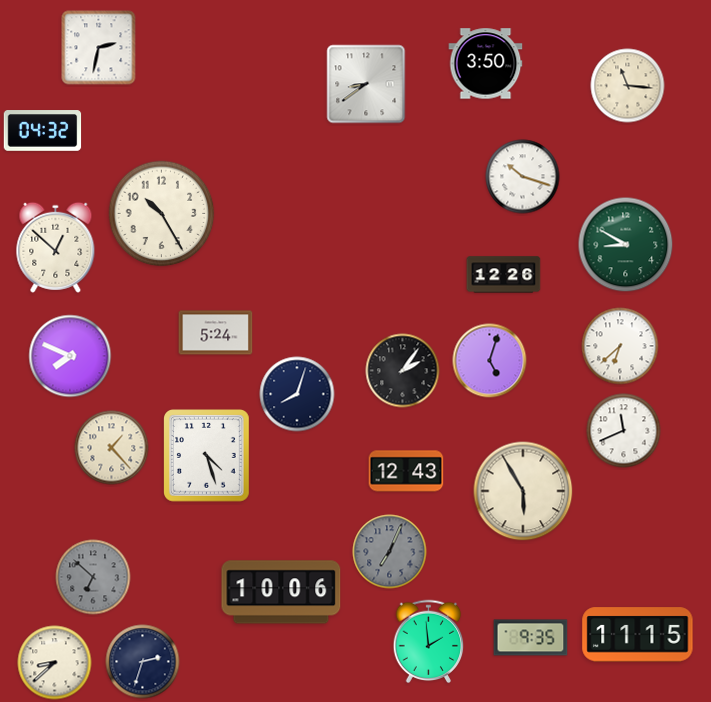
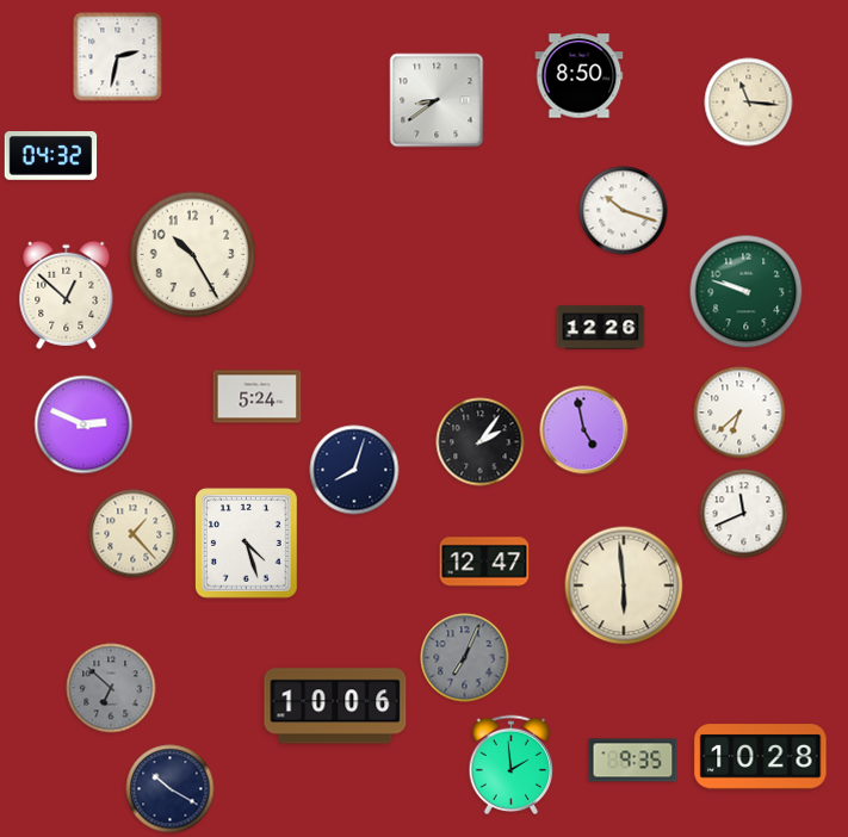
clock at (486, 64): 3:50 -> 8:50
clock at (626, 245): 8:50 -> 9:48
clock at (70, 356): 7:49 -> 2:49
clock at (490, 361): 5:03 -> 4:58
clock at (406, 471): 12:43 -> 12:47
clock at (523, 491): 5:55 -> 5:59
clock at (638, 635): 11:15 -> 10:28
clock at (143, 662): 2:33 -> 10:20
clock at (55, 663): 8:38 -> none
